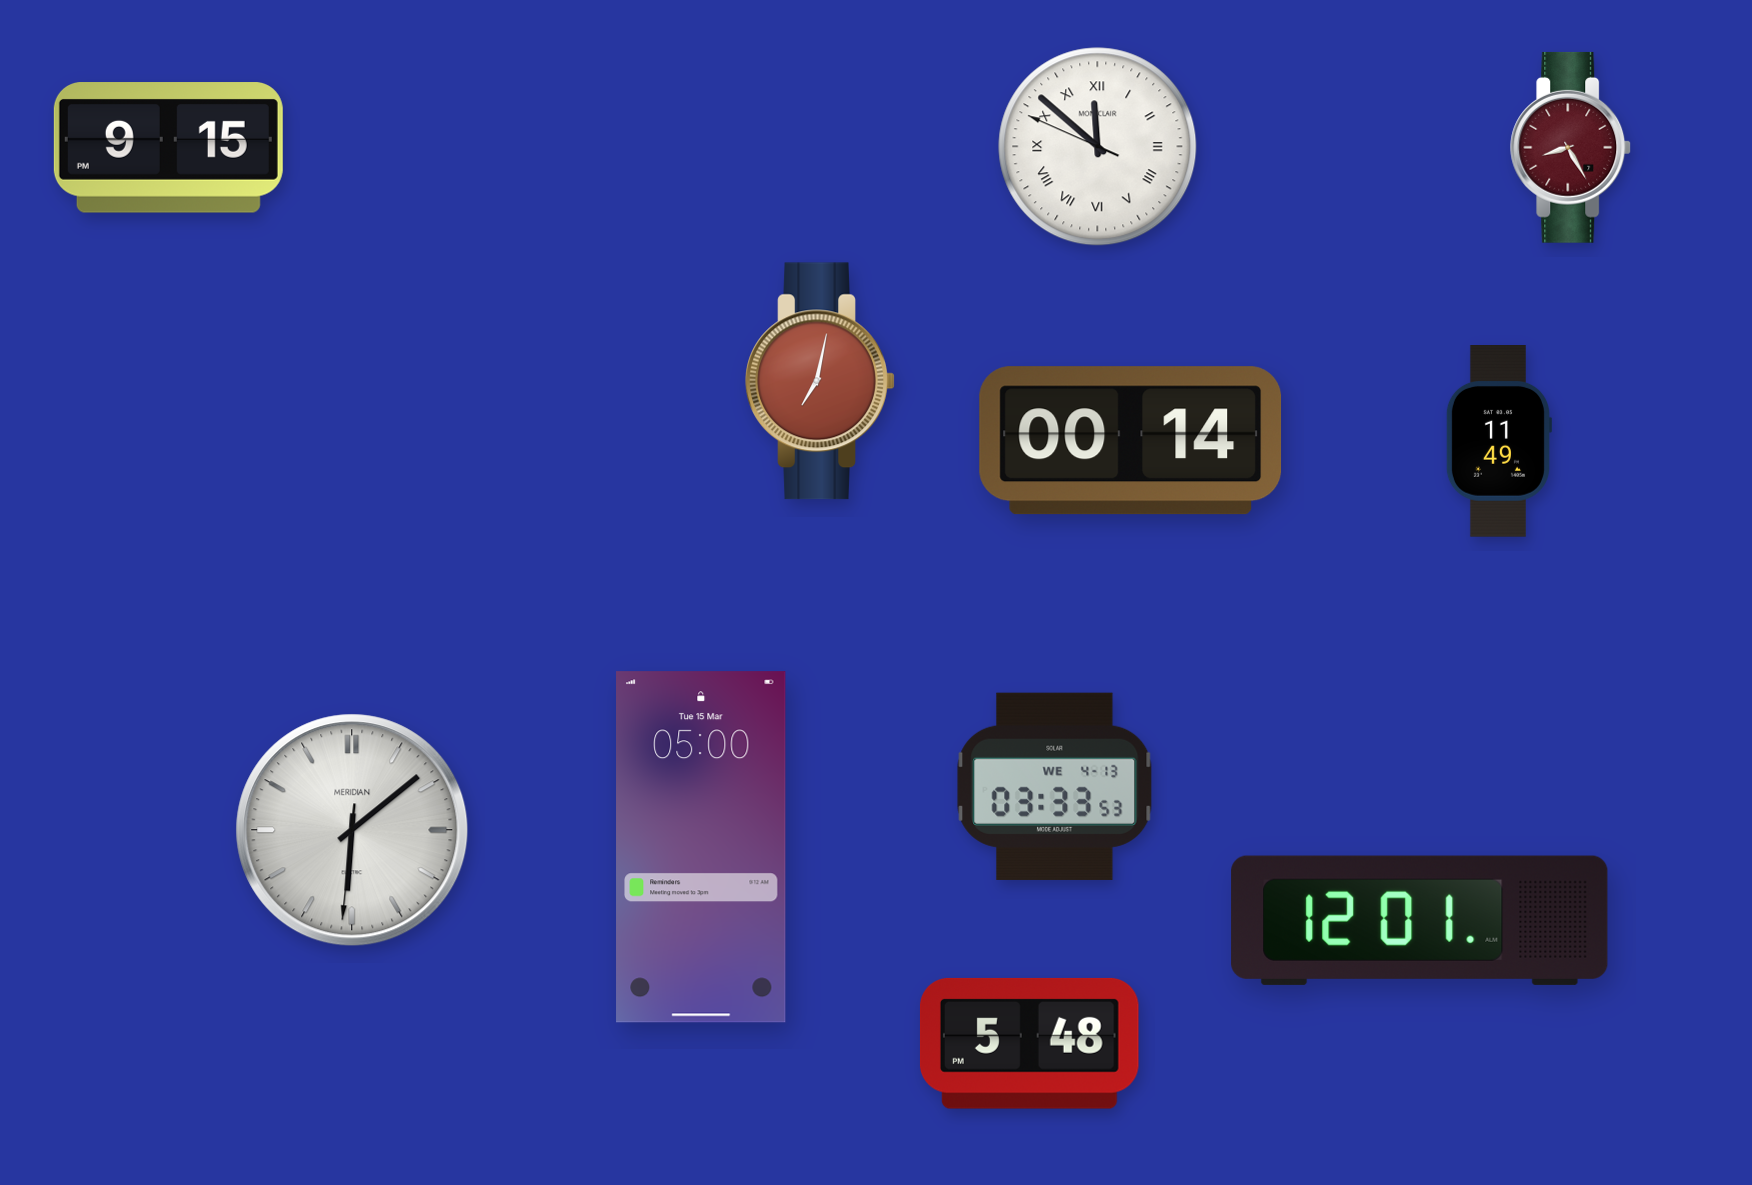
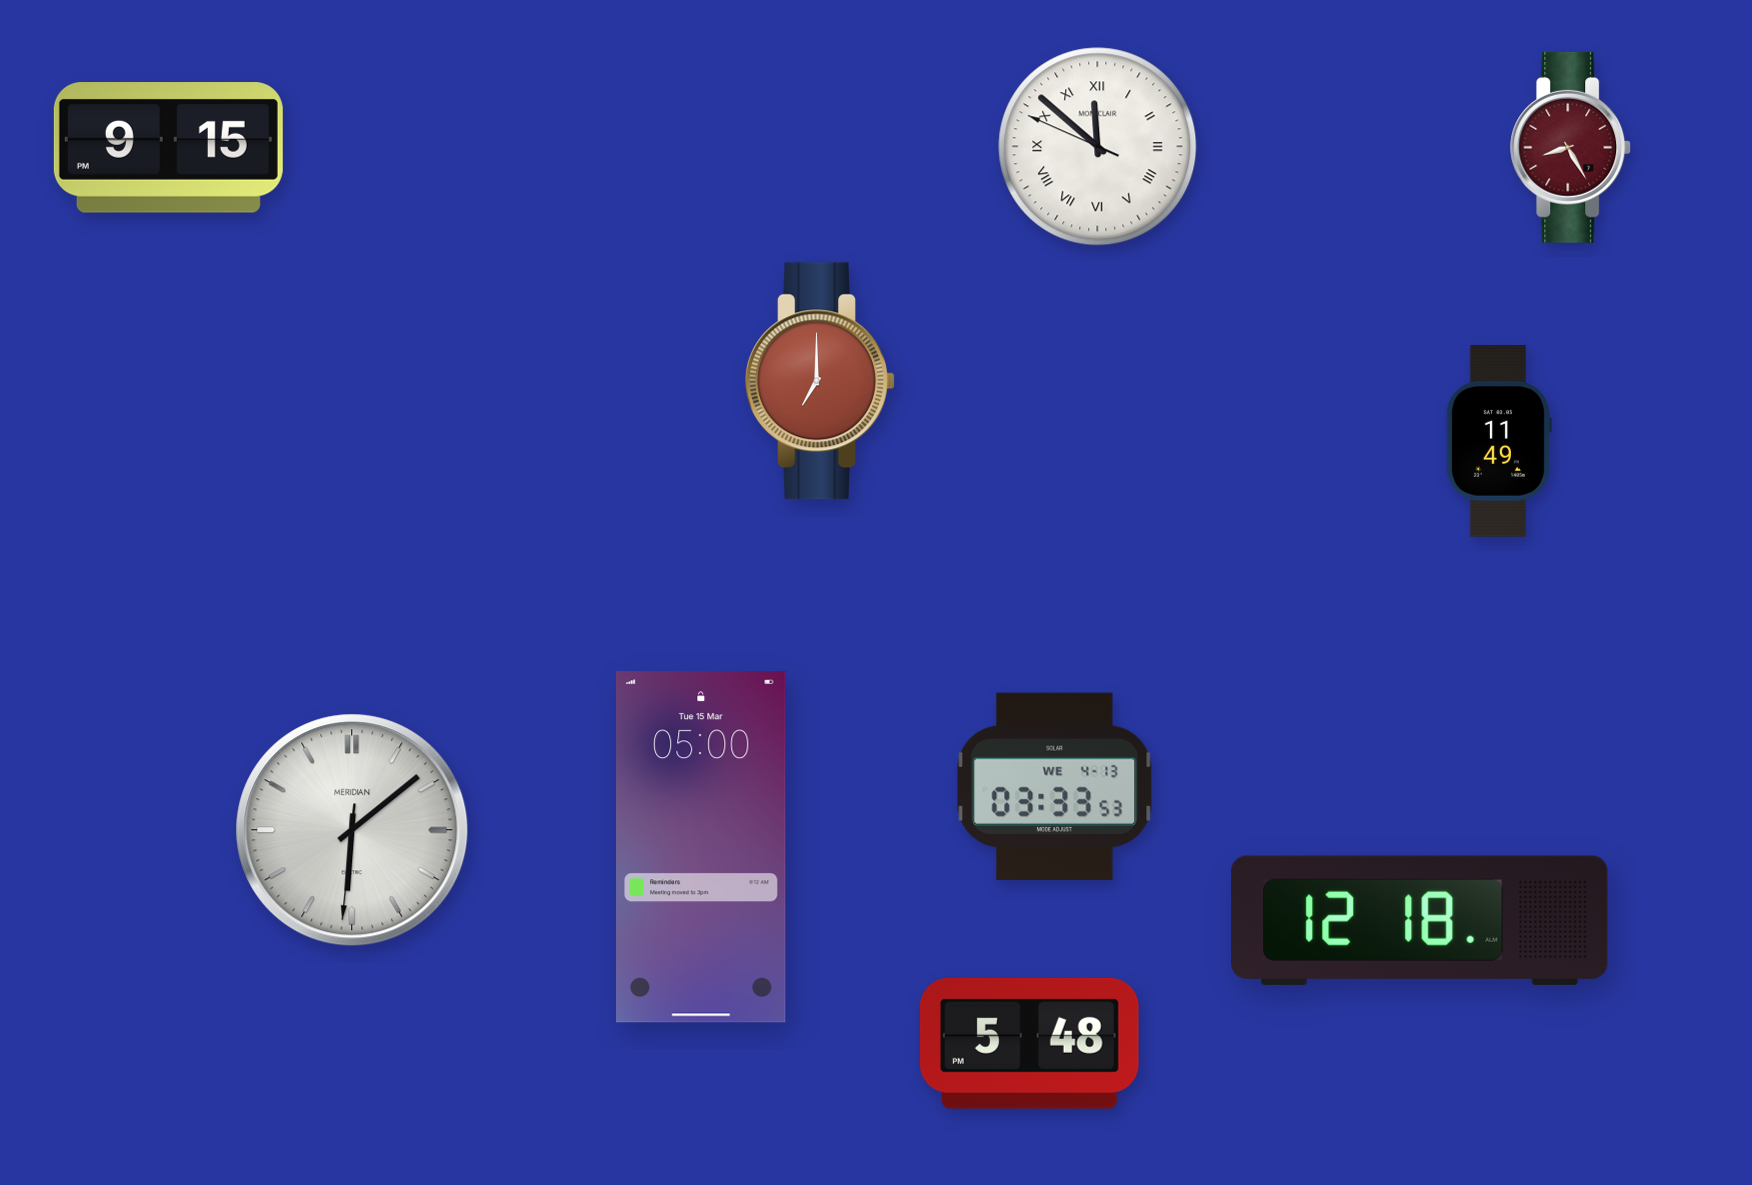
clock at (820, 381): 7:02 -> 7:00
clock at (1131, 441): 00:14 -> none
clock at (1420, 920): 12:01 -> 12:18
